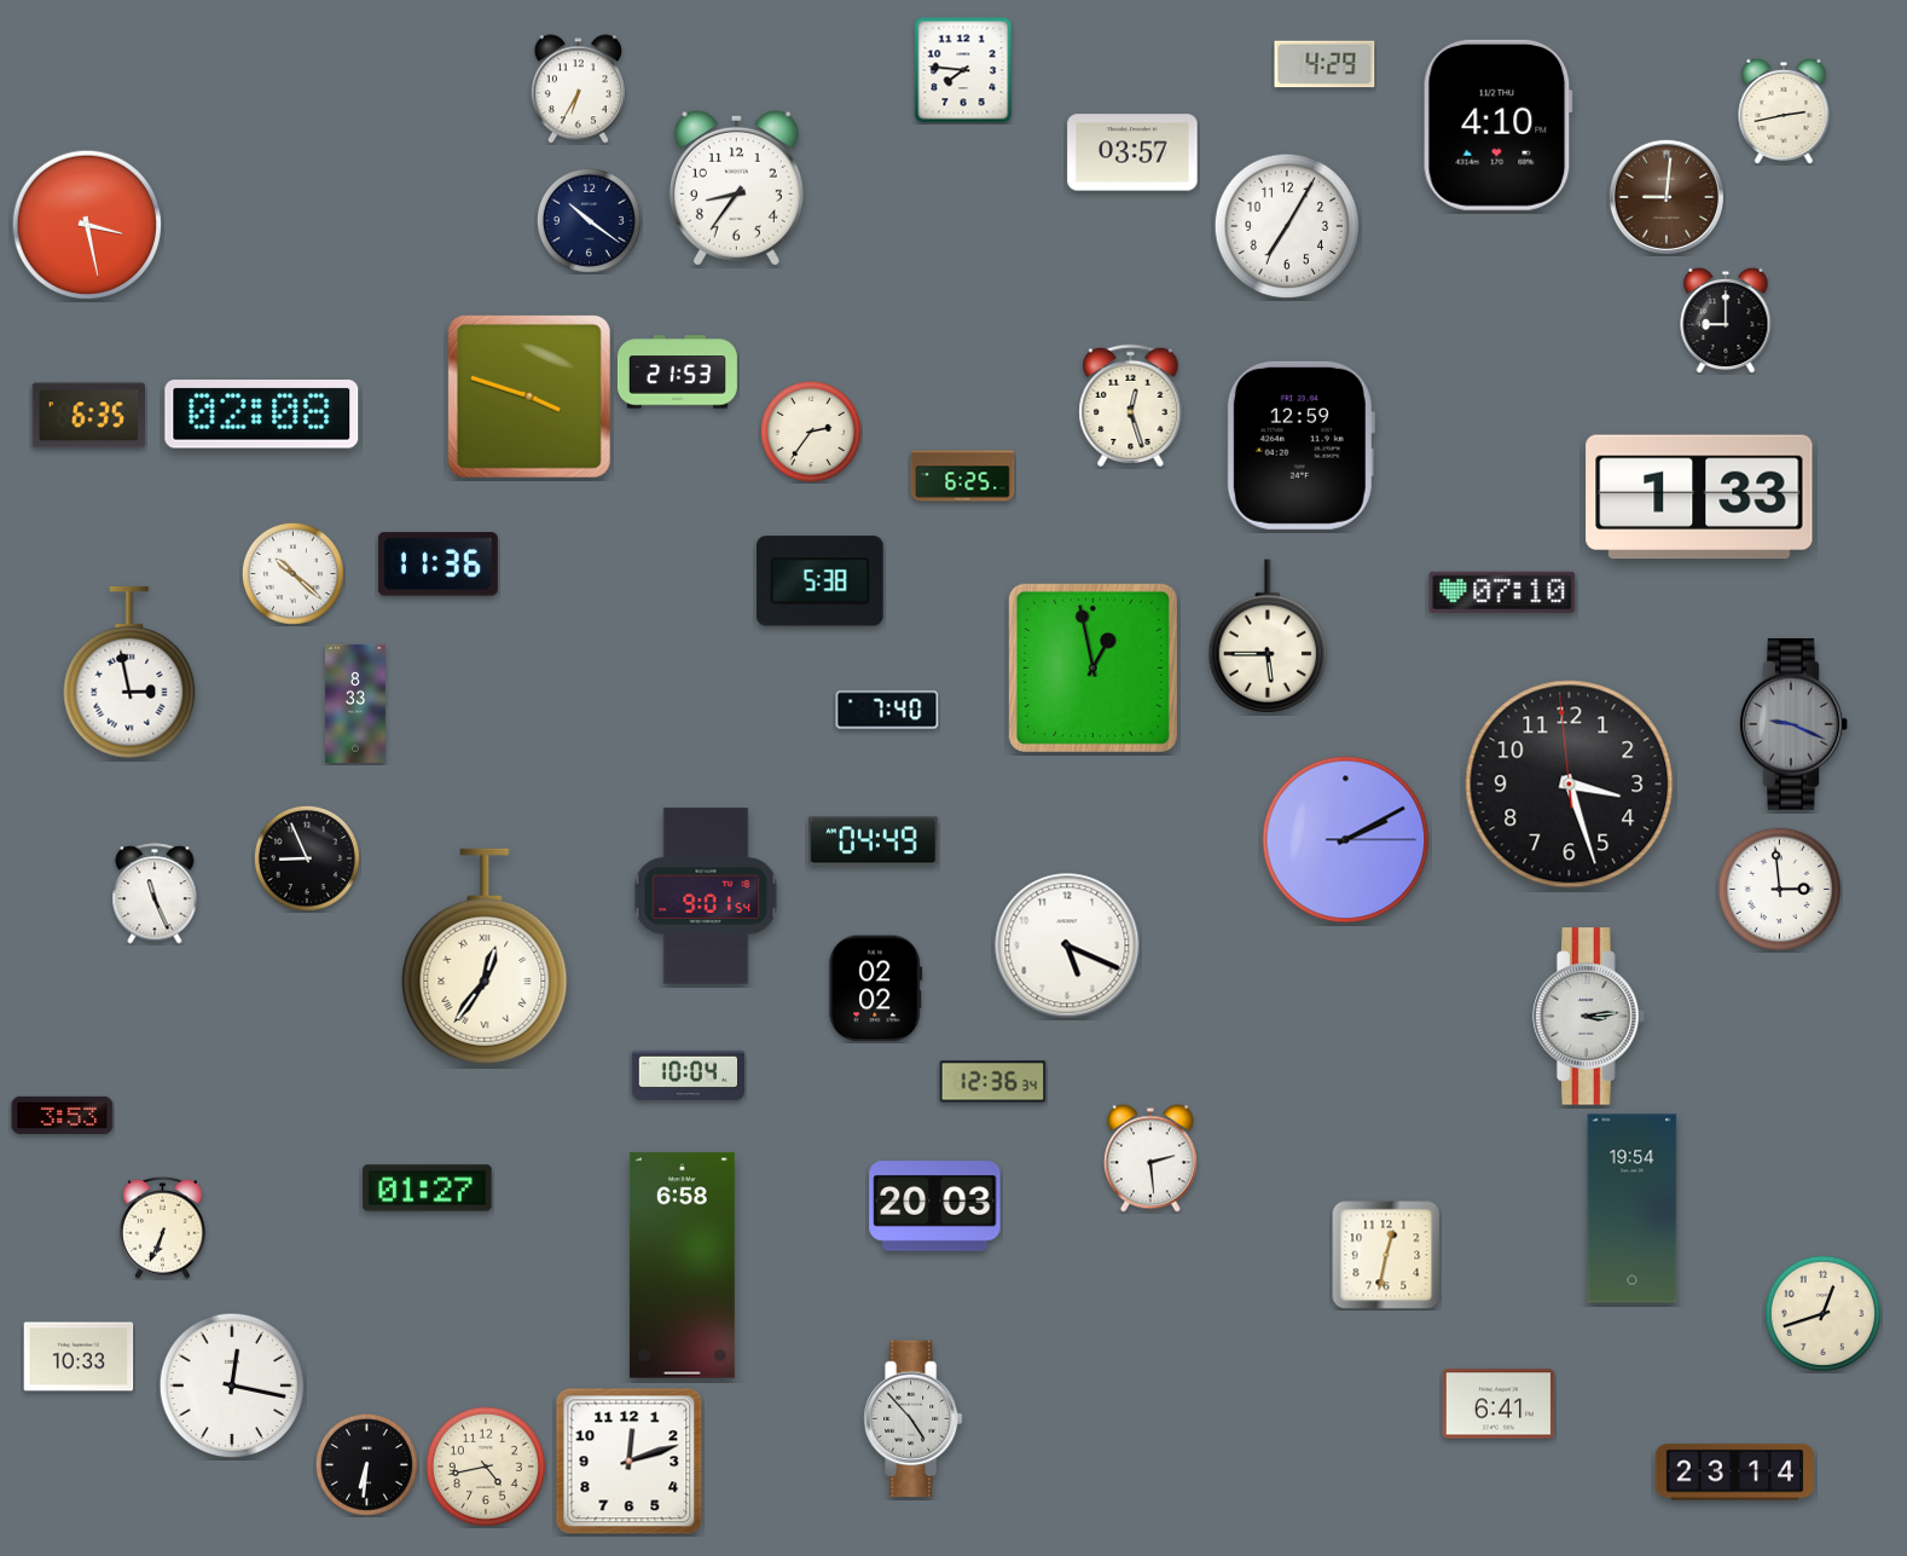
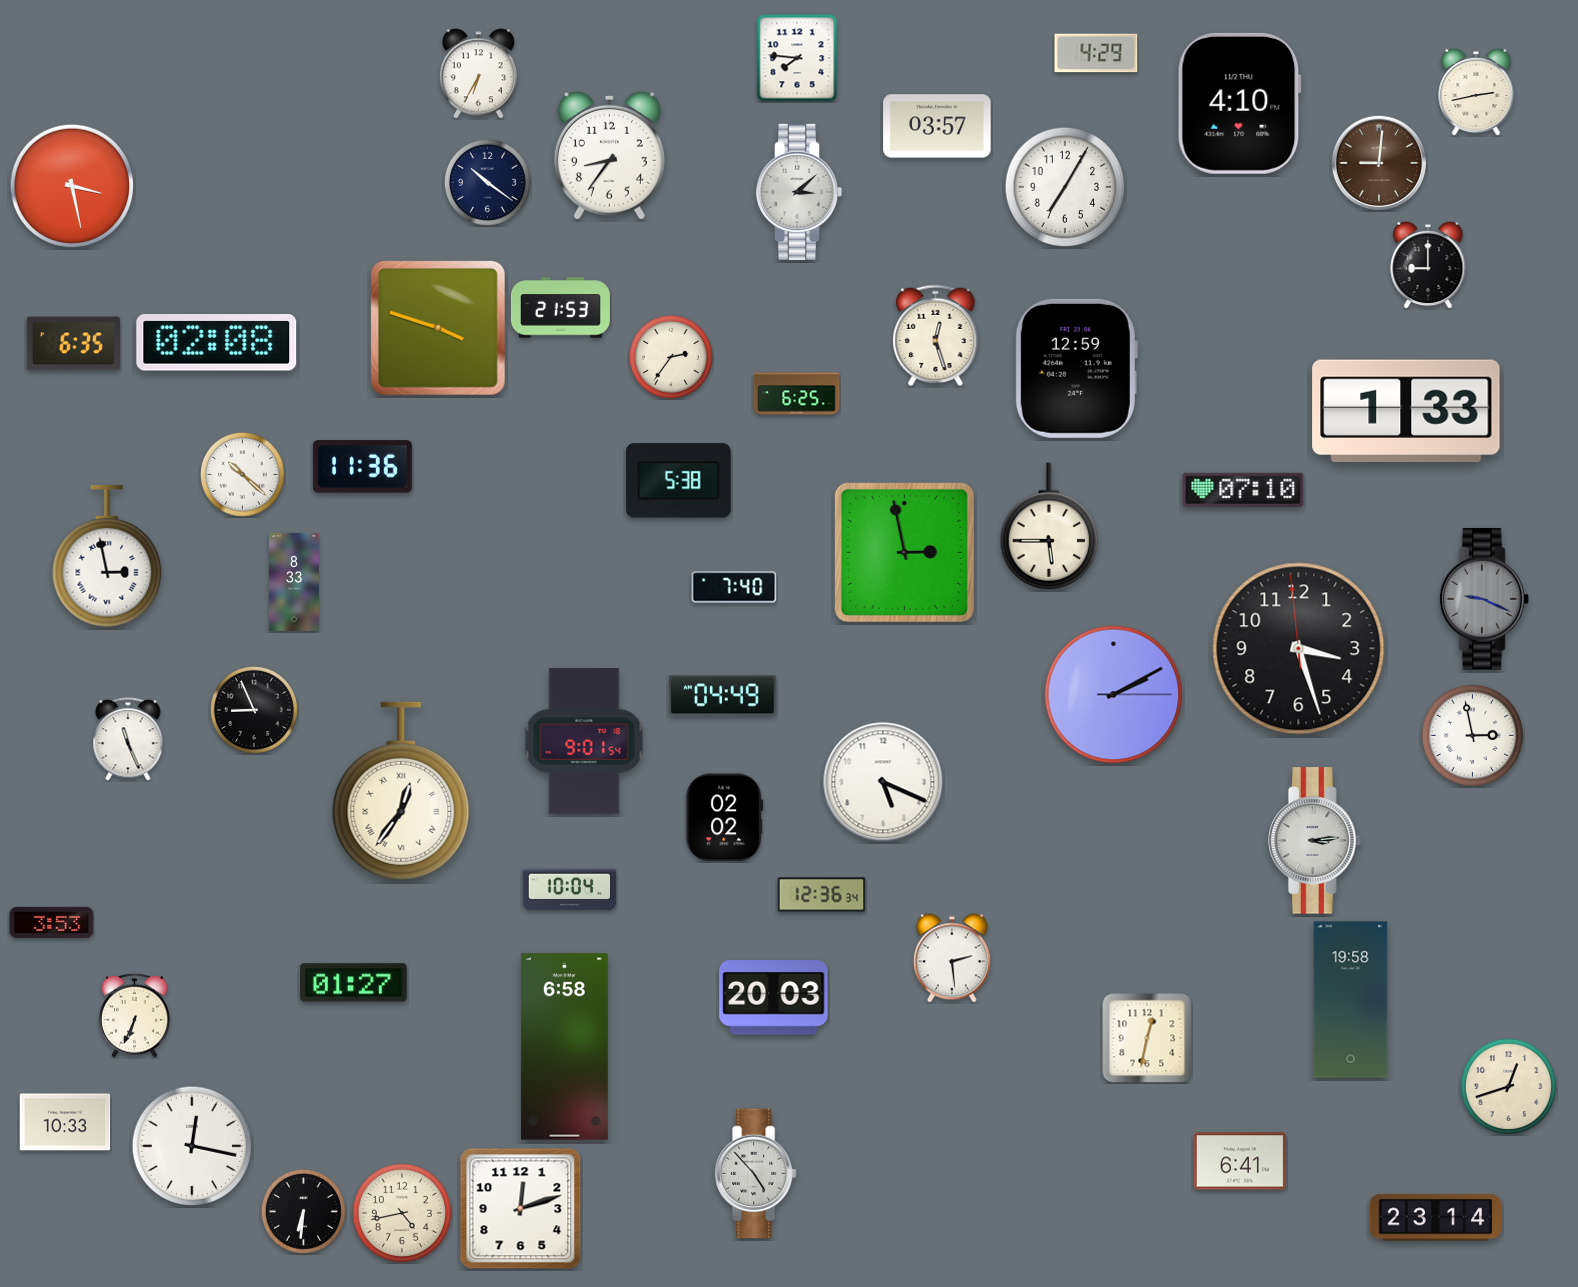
clock at (800, 192): none -> 3:08
clock at (1092, 667): 12:58 -> 2:58
clock at (1779, 889): 2:59 -> 2:58
clock at (1633, 1209): 19:54 -> 19:58
